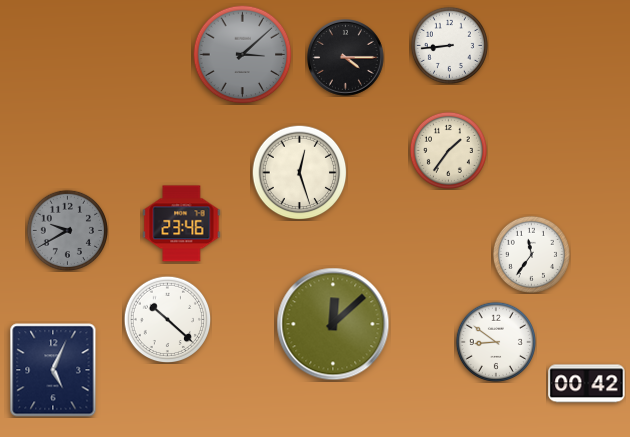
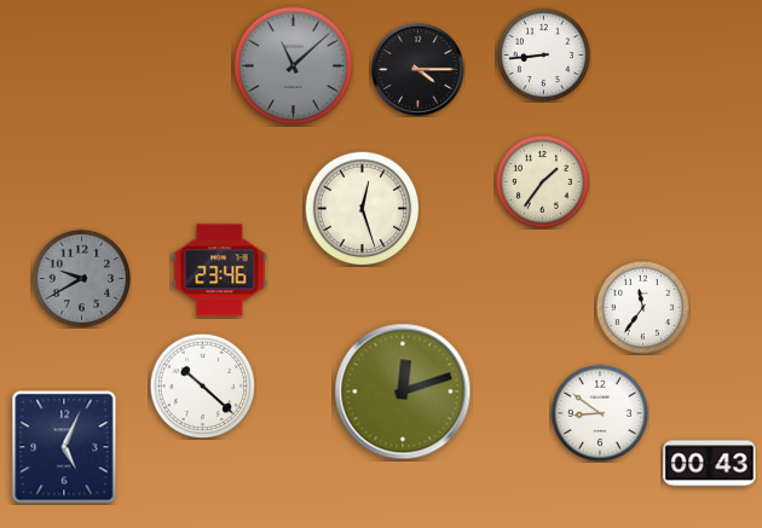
clock at (243, 55): 3:08 -> 11:08
clock at (333, 324): 12:08 -> 12:12
clock at (587, 384): 00:42 -> 00:43
